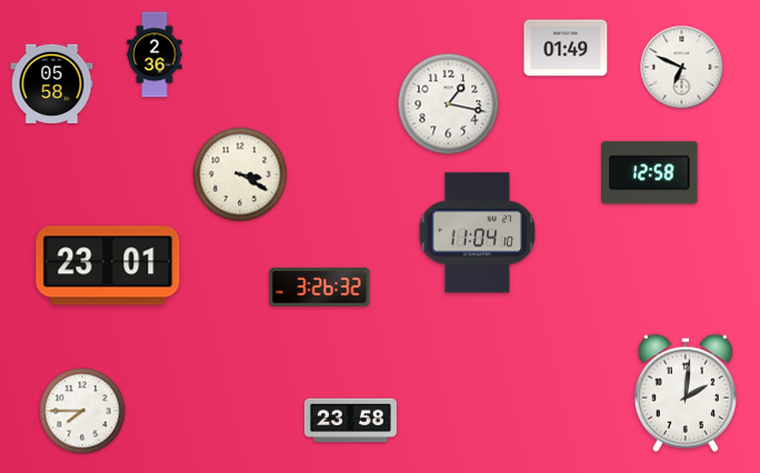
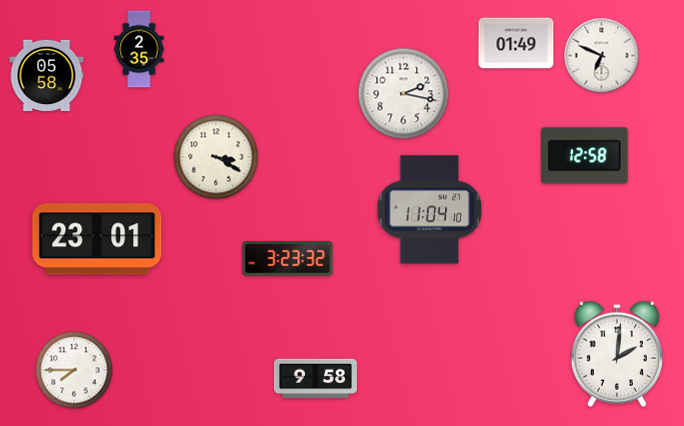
clock at (566, 48) position: (566, 48) -> (516, 43)
clock at (154, 54): 2:36 -> 2:35
clock at (682, 68) position: (682, 68) -> (602, 56)
clock at (449, 104): 1:17 -> 2:17
clock at (320, 288): 3:26 -> 3:23
clock at (350, 421): 23:58 -> 9:58
